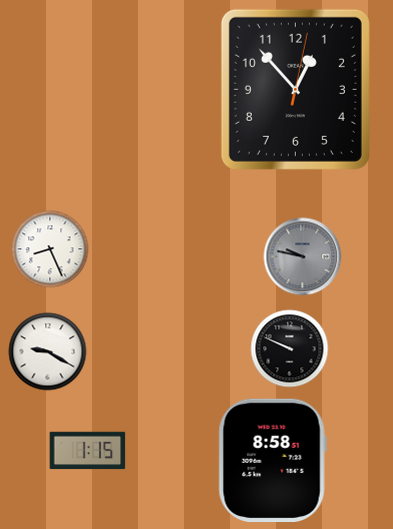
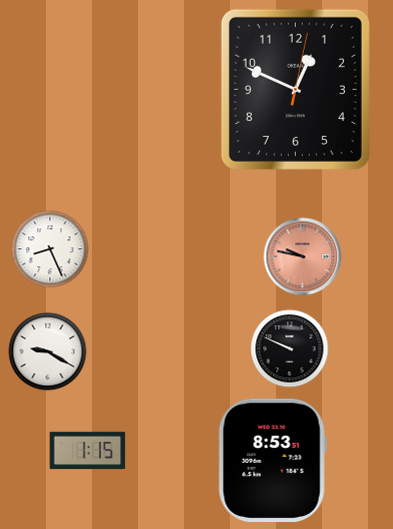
clock at (295, 89): 12:53 -> 12:49
clock at (303, 257) dial: grey -> salmon
clock at (272, 460): 8:58 -> 8:53
